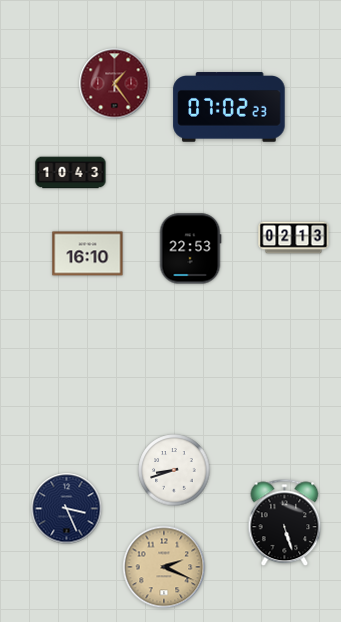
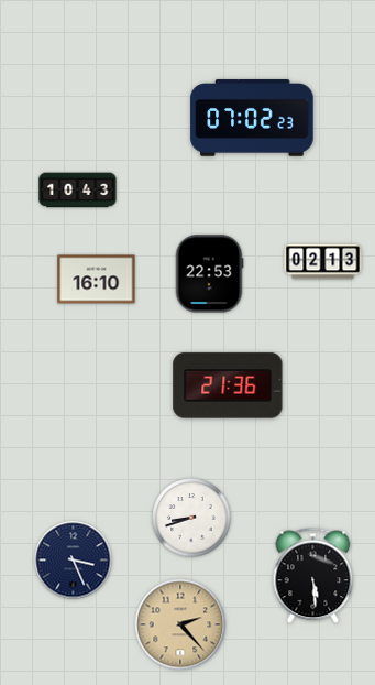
clock at (115, 84): 1:24 -> none
clock at (228, 385): none -> 21:36
clock at (285, 523): 5:27 -> 5:29
clock at (164, 567): 2:19 -> 2:23
